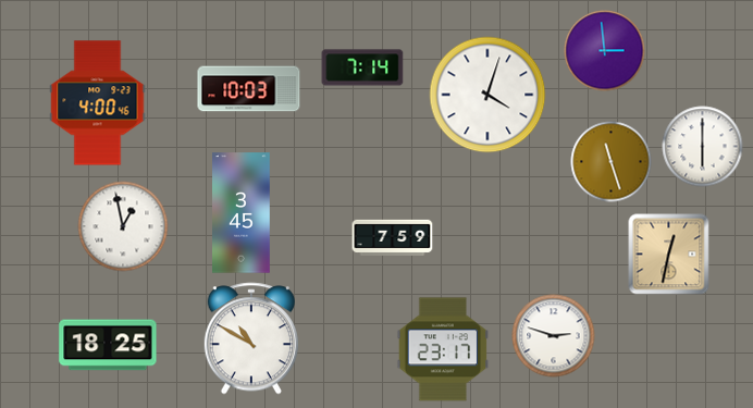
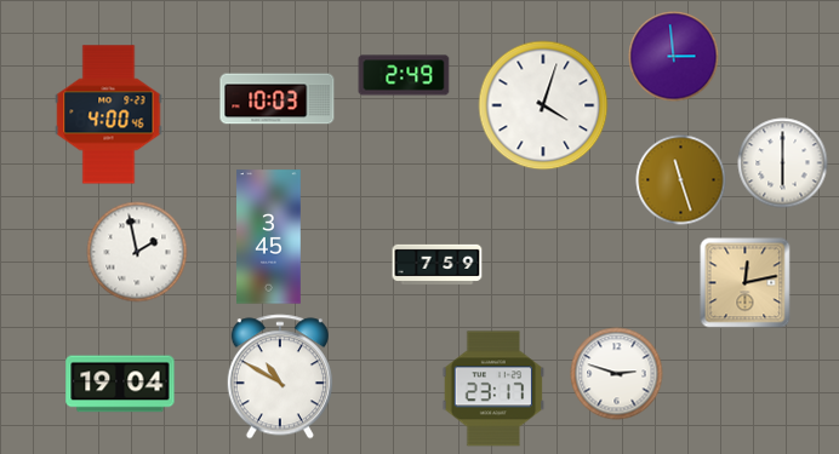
clock at (362, 67): 7:14 -> 2:49
clock at (123, 226): 12:58 -> 1:58
clock at (669, 255): 12:32 -> 12:13
clock at (108, 345): 18:25 -> 19:04
